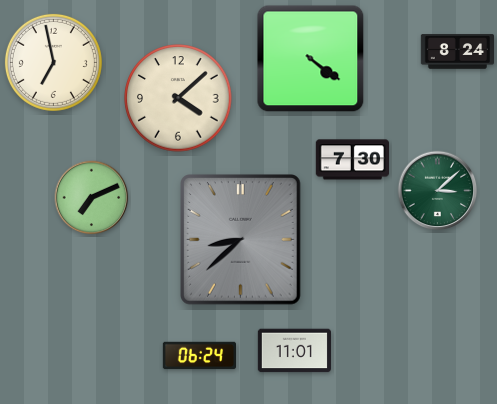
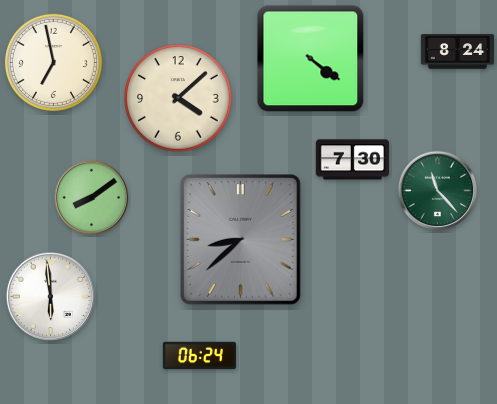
clock at (438, 191): 3:08 -> 11:23
clock at (92, 198): 7:11 -> 8:09
clock at (51, 297): none -> 5:59
clock at (294, 351): 11:01 -> none
